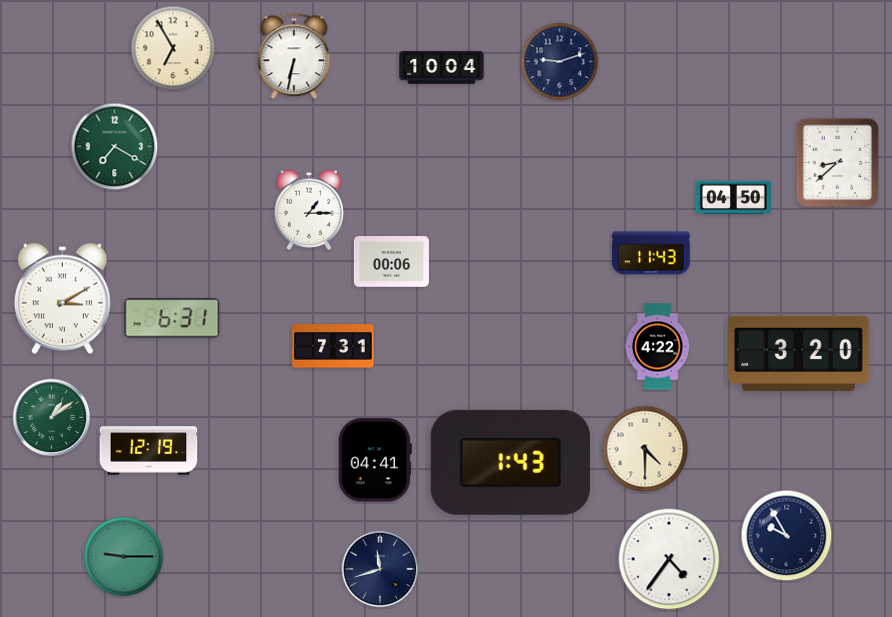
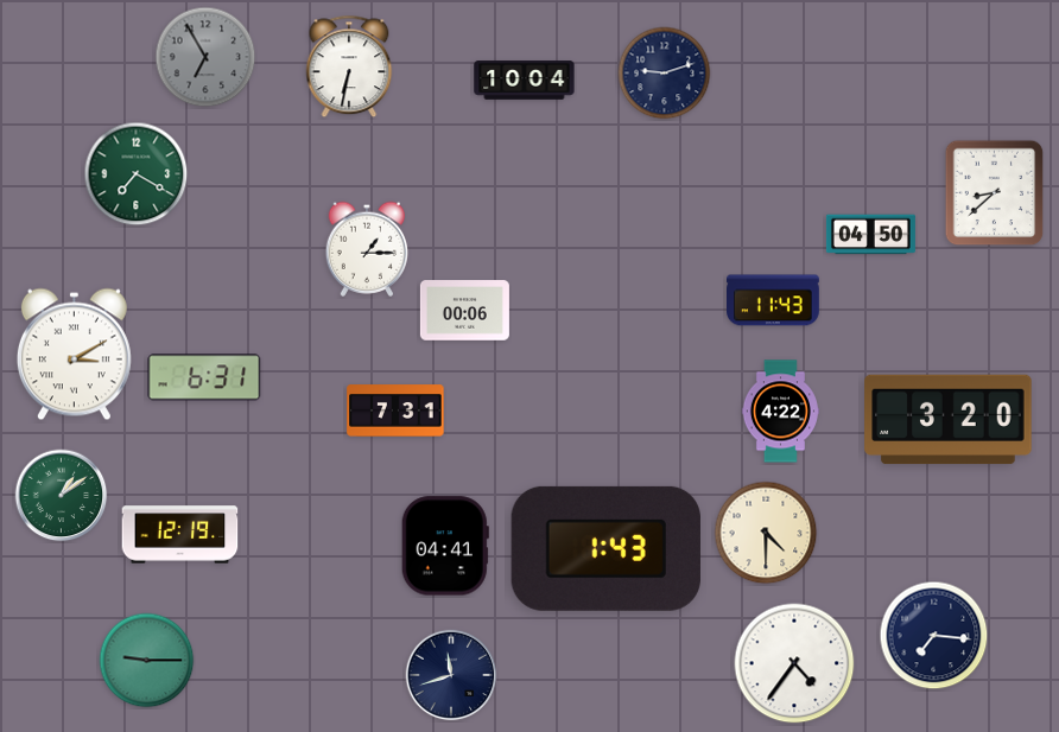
clock at (173, 48) dial: cream -> grey
clock at (149, 451) position: (149, 451) -> (180, 535)
clock at (787, 536): 9:55 -> 7:16
